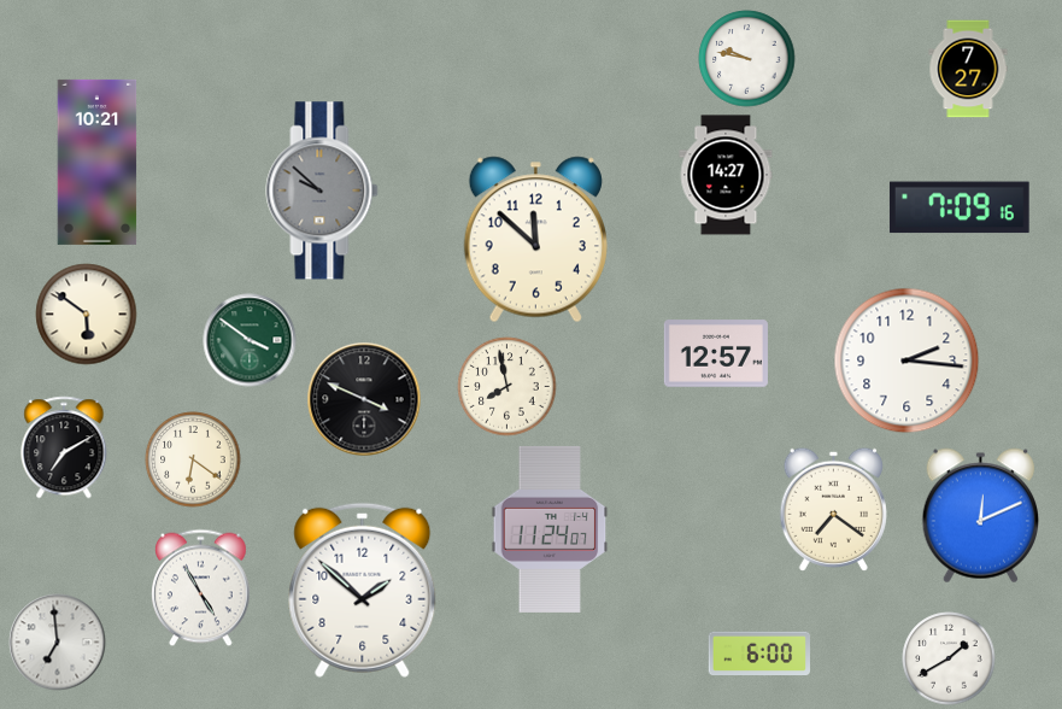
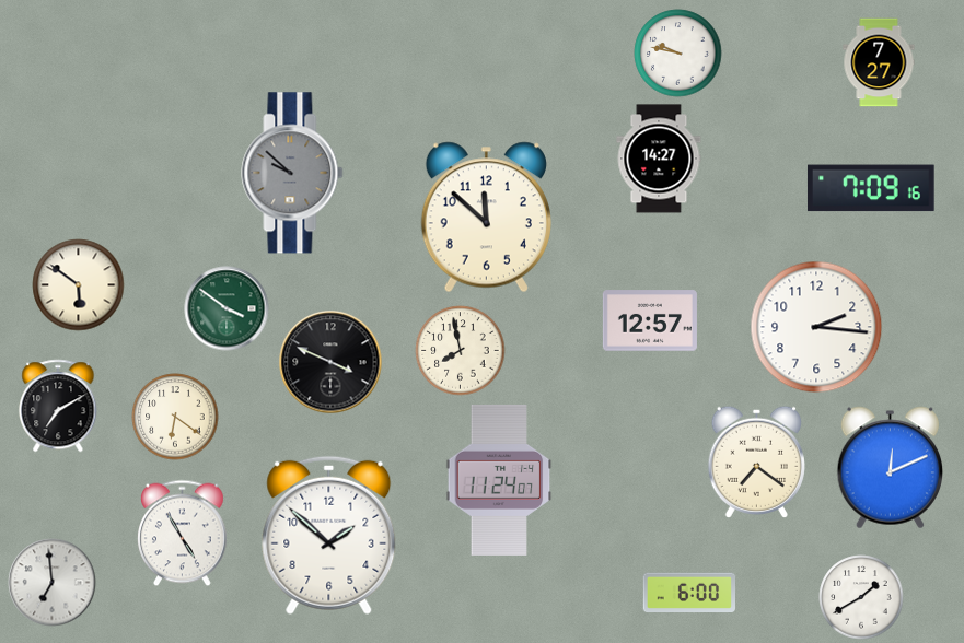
clock at (98, 162): 10:21 -> none
clock at (906, 361) position: (906, 361) -> (816, 327)
